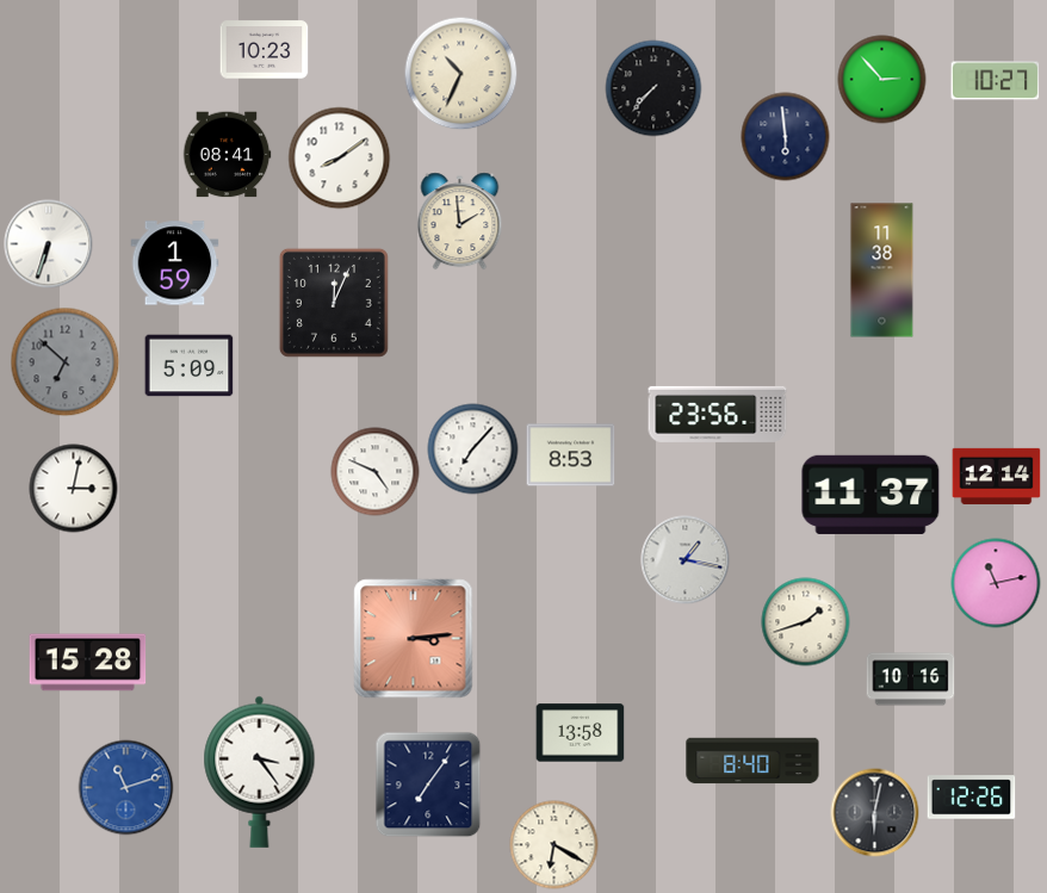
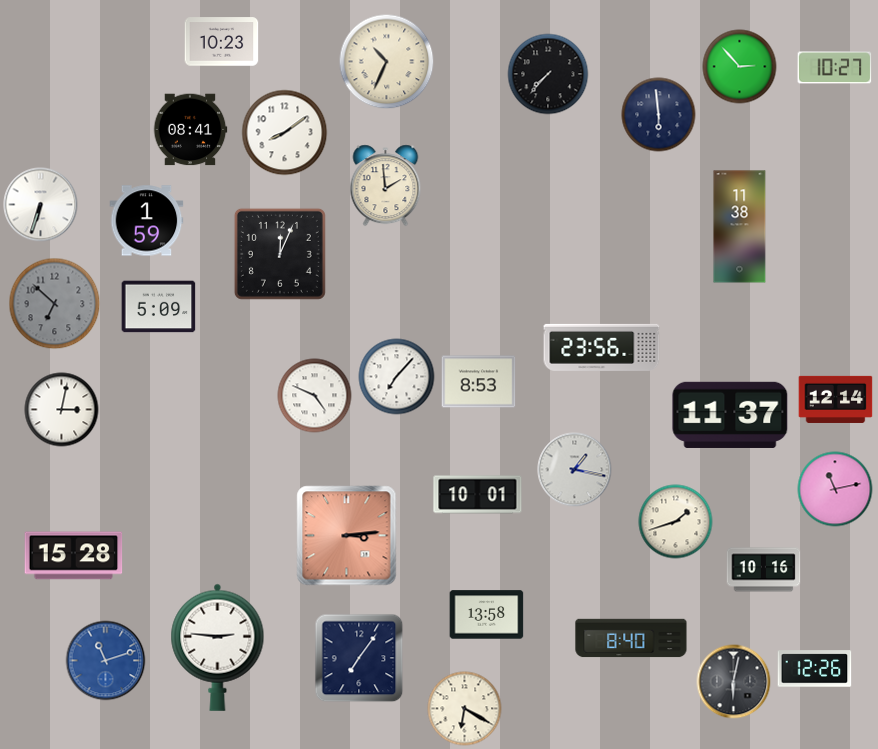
clock at (478, 495): none -> 10:01
clock at (260, 771): 3:24 -> 2:46
